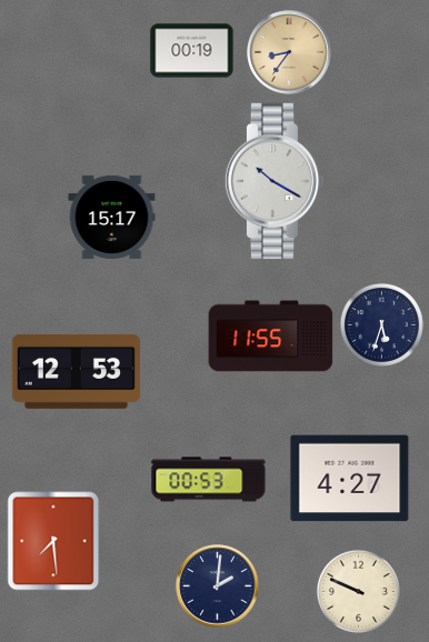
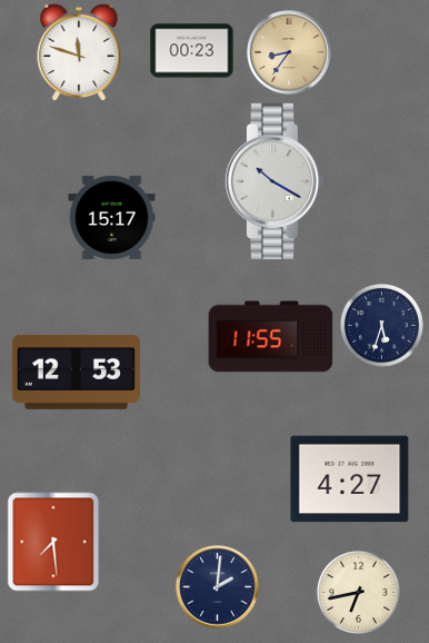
clock at (192, 51): 00:19 -> 00:23
clock at (79, 52): none -> 11:48
clock at (209, 480): 00:53 -> none
clock at (358, 591): 9:49 -> 6:43
